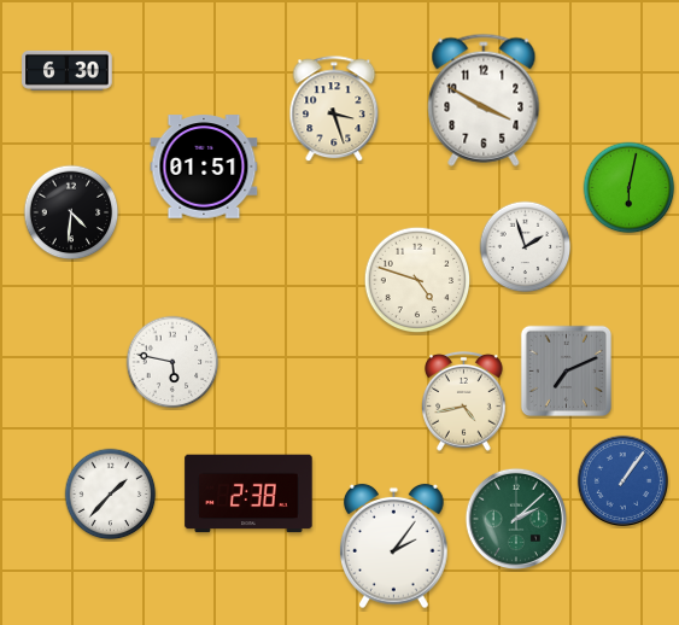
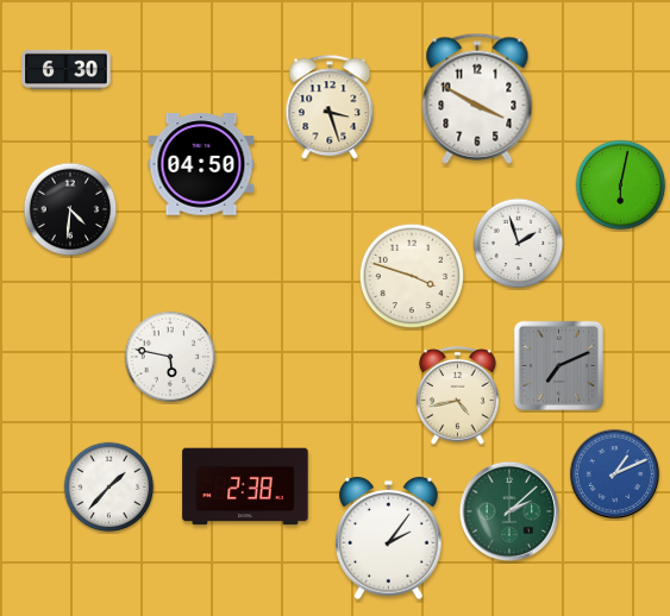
clock at (204, 167): 01:51 -> 04:50
clock at (417, 280): 4:48 -> 3:48
clock at (622, 480): 1:06 -> 1:11
